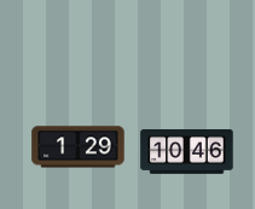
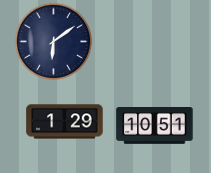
clock at (53, 41): none -> 6:09
clock at (187, 152): 10:46 -> 10:51
